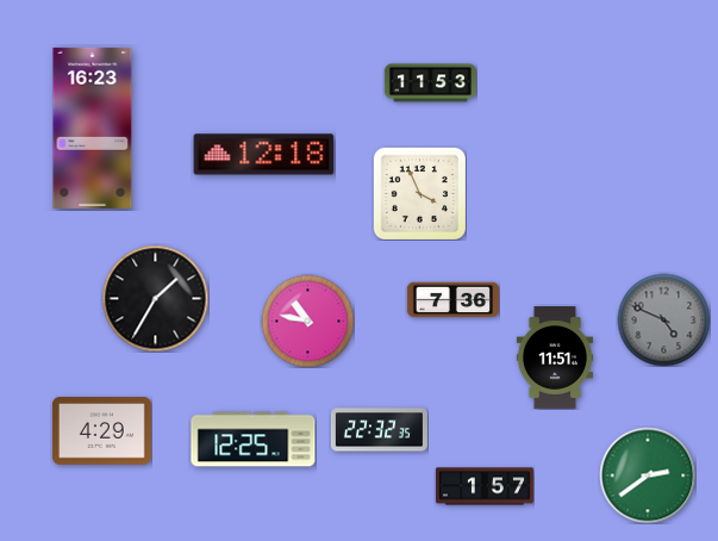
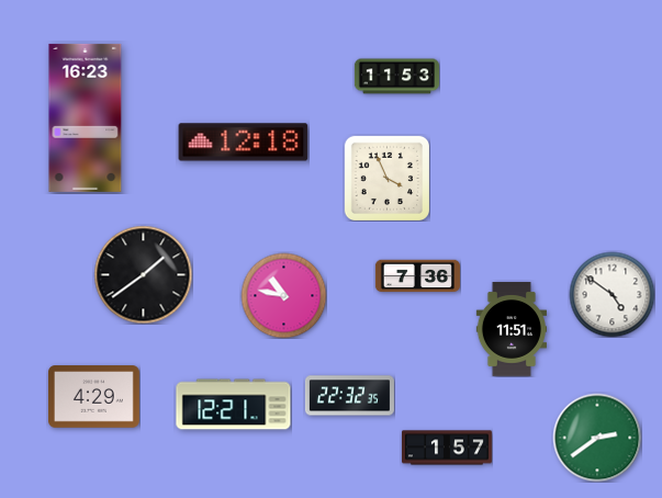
clock at (155, 298): 1:35 -> 1:39
clock at (663, 319): 4:49 -> 4:51
clock at (663, 319) dial: grey -> white
clock at (254, 440): 12:25 -> 12:21
